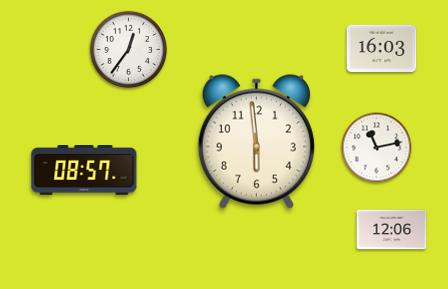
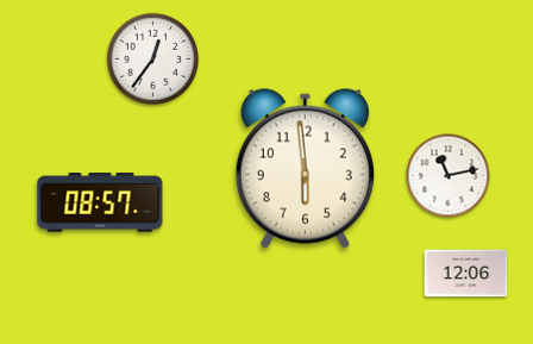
clock at (382, 48): 16:03 -> none
